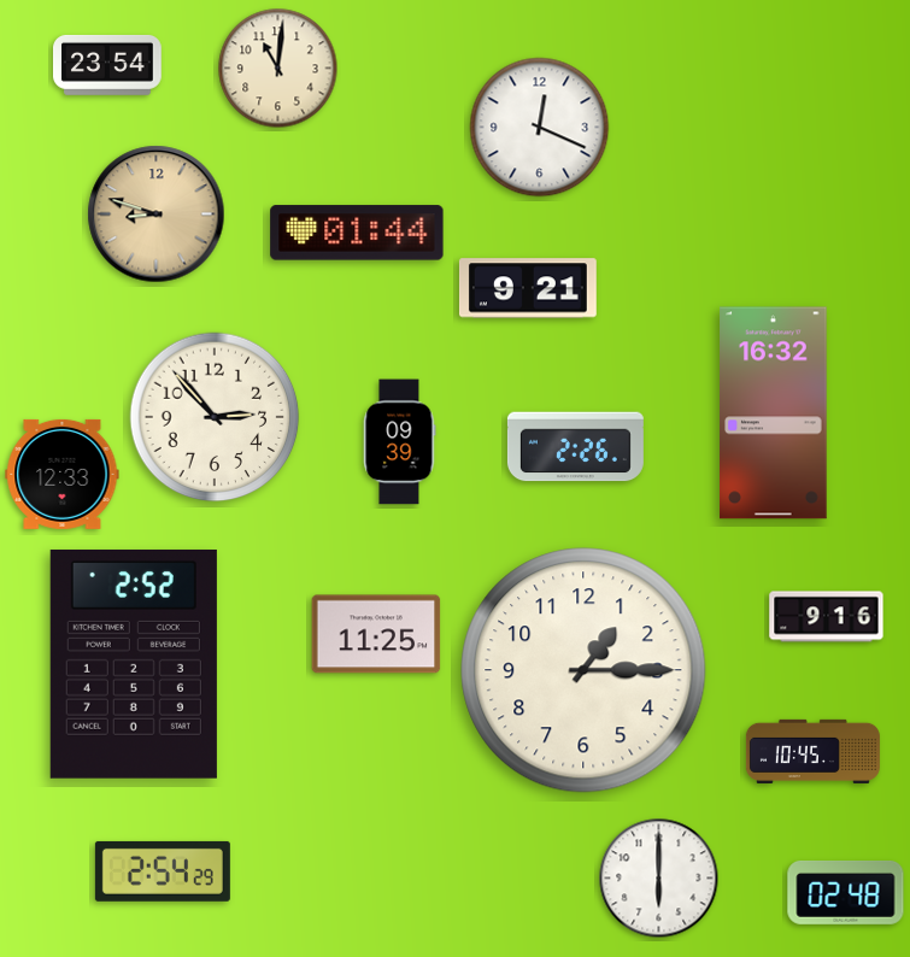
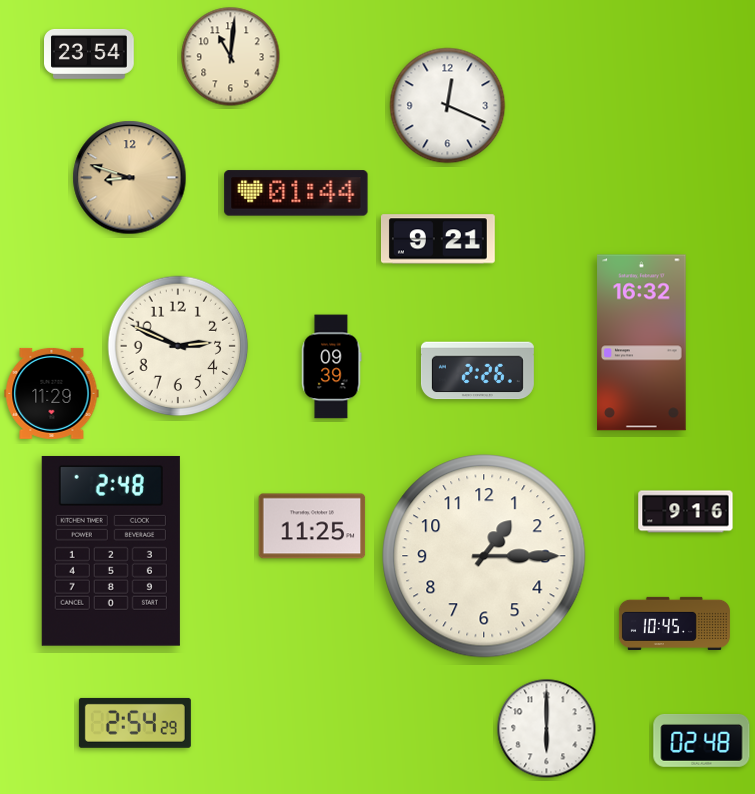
clock at (215, 417): 2:53 -> 2:49
clock at (63, 474): 12:33 -> 11:29
clock at (134, 664): 2:52 -> 2:48
